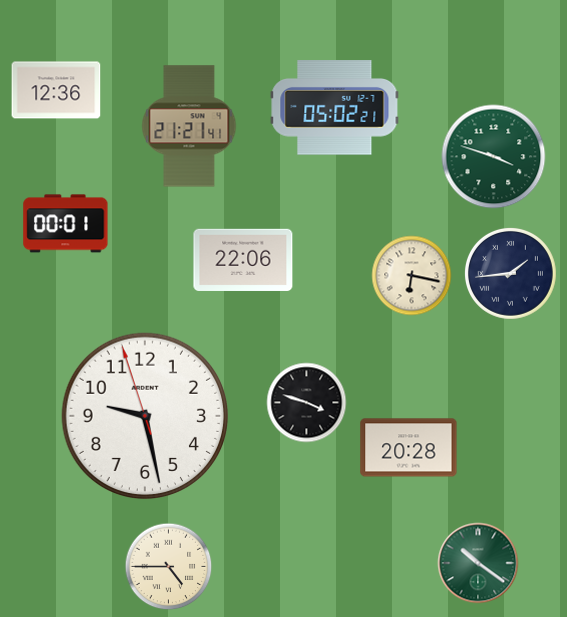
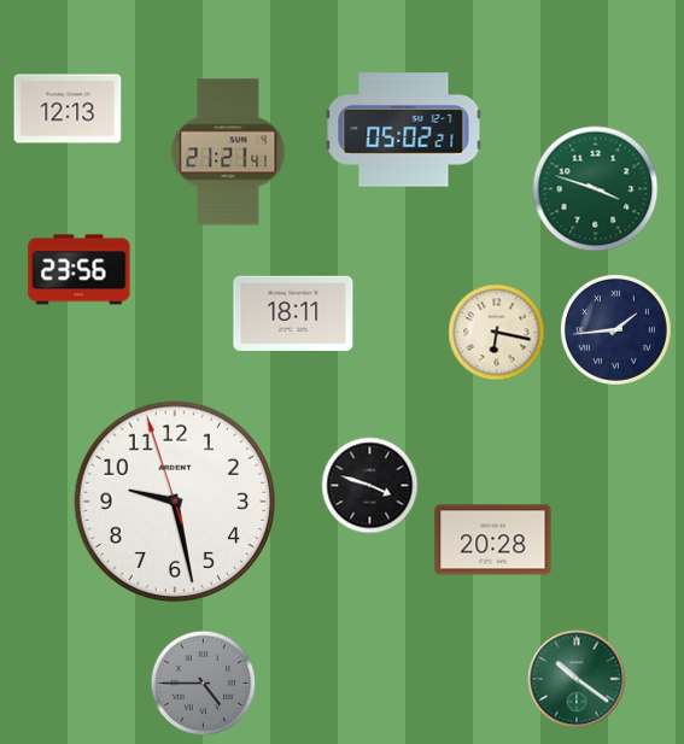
clock at (56, 90): 12:36 -> 12:13
clock at (66, 224): 00:01 -> 23:56
clock at (243, 260): 22:06 -> 18:11
clock at (169, 567) dial: cream -> grey
